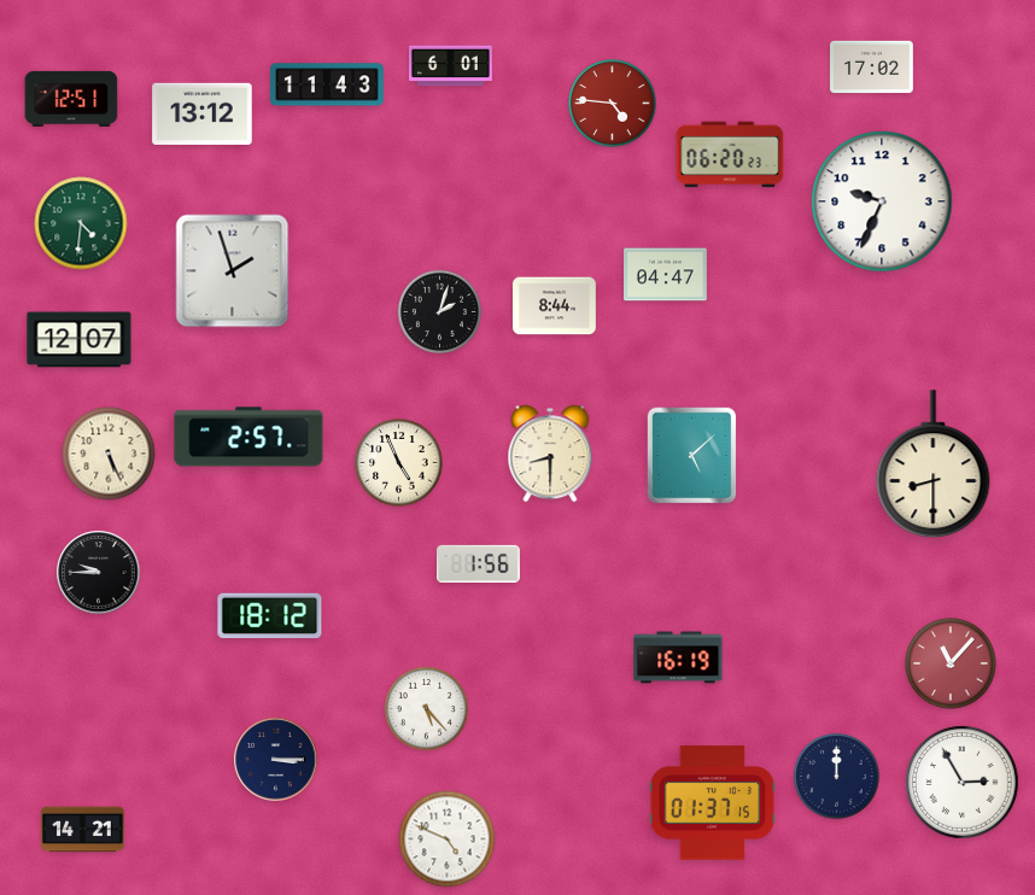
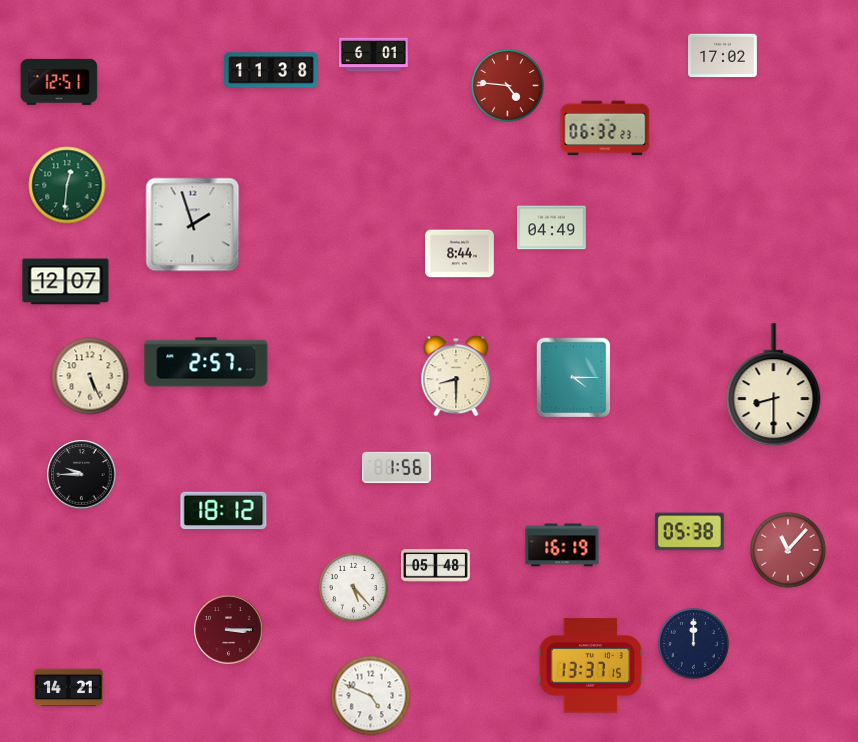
clock at (328, 84): 11:43 -> 11:38
clock at (203, 113): 13:12 -> none
clock at (730, 154): 06:20 -> 06:32
clock at (882, 201): 9:34 -> none
clock at (81, 223): 4:31 -> 12:31
clock at (666, 275): 04:47 -> 04:49
clock at (439, 311): 2:03 -> none
clock at (692, 456): 5:08 -> 4:15
clock at (399, 463): 4:56 -> none
clock at (689, 532): none -> 05:38
clock at (436, 566): none -> 05:48
clock at (276, 760) dial: navy -> burgundy
clock at (963, 783): 2:55 -> none
clock at (713, 803): 01:37 -> 13:37
